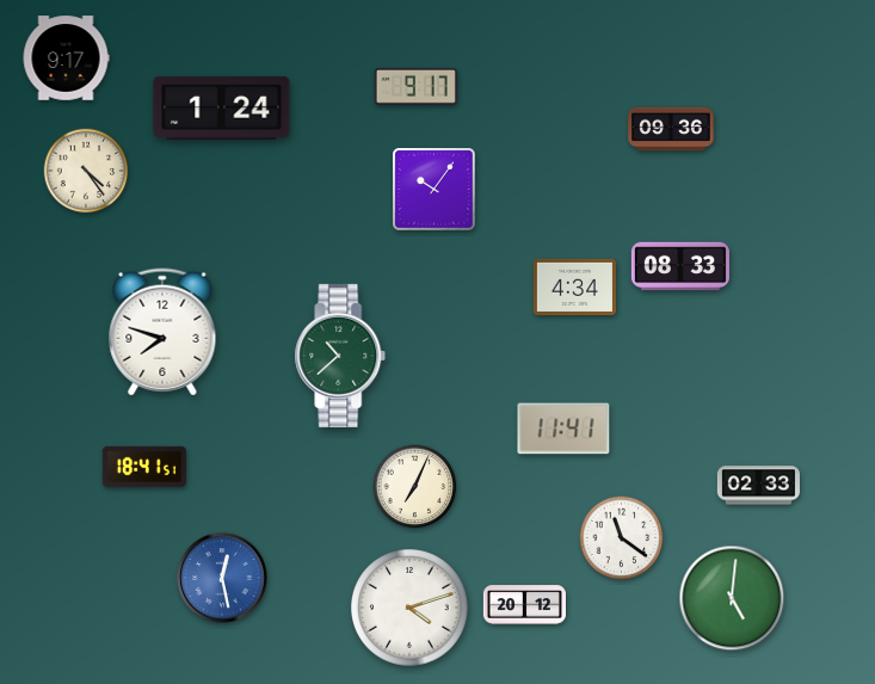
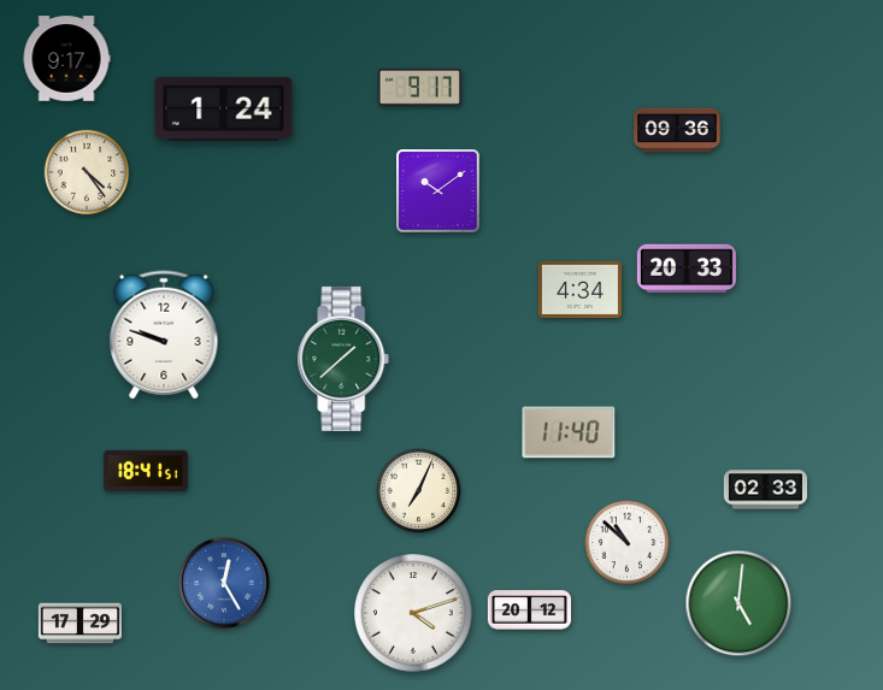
clock at (435, 190): 10:06 -> 10:09
clock at (680, 266): 08:33 -> 20:33
clock at (162, 332): 7:48 -> 9:48
clock at (340, 356): 10:38 -> 1:38
clock at (563, 429): 11:41 -> 11:40
clock at (622, 538): 11:21 -> 10:52
clock at (222, 578): 12:28 -> 12:25
clock at (80, 624): none -> 17:29
